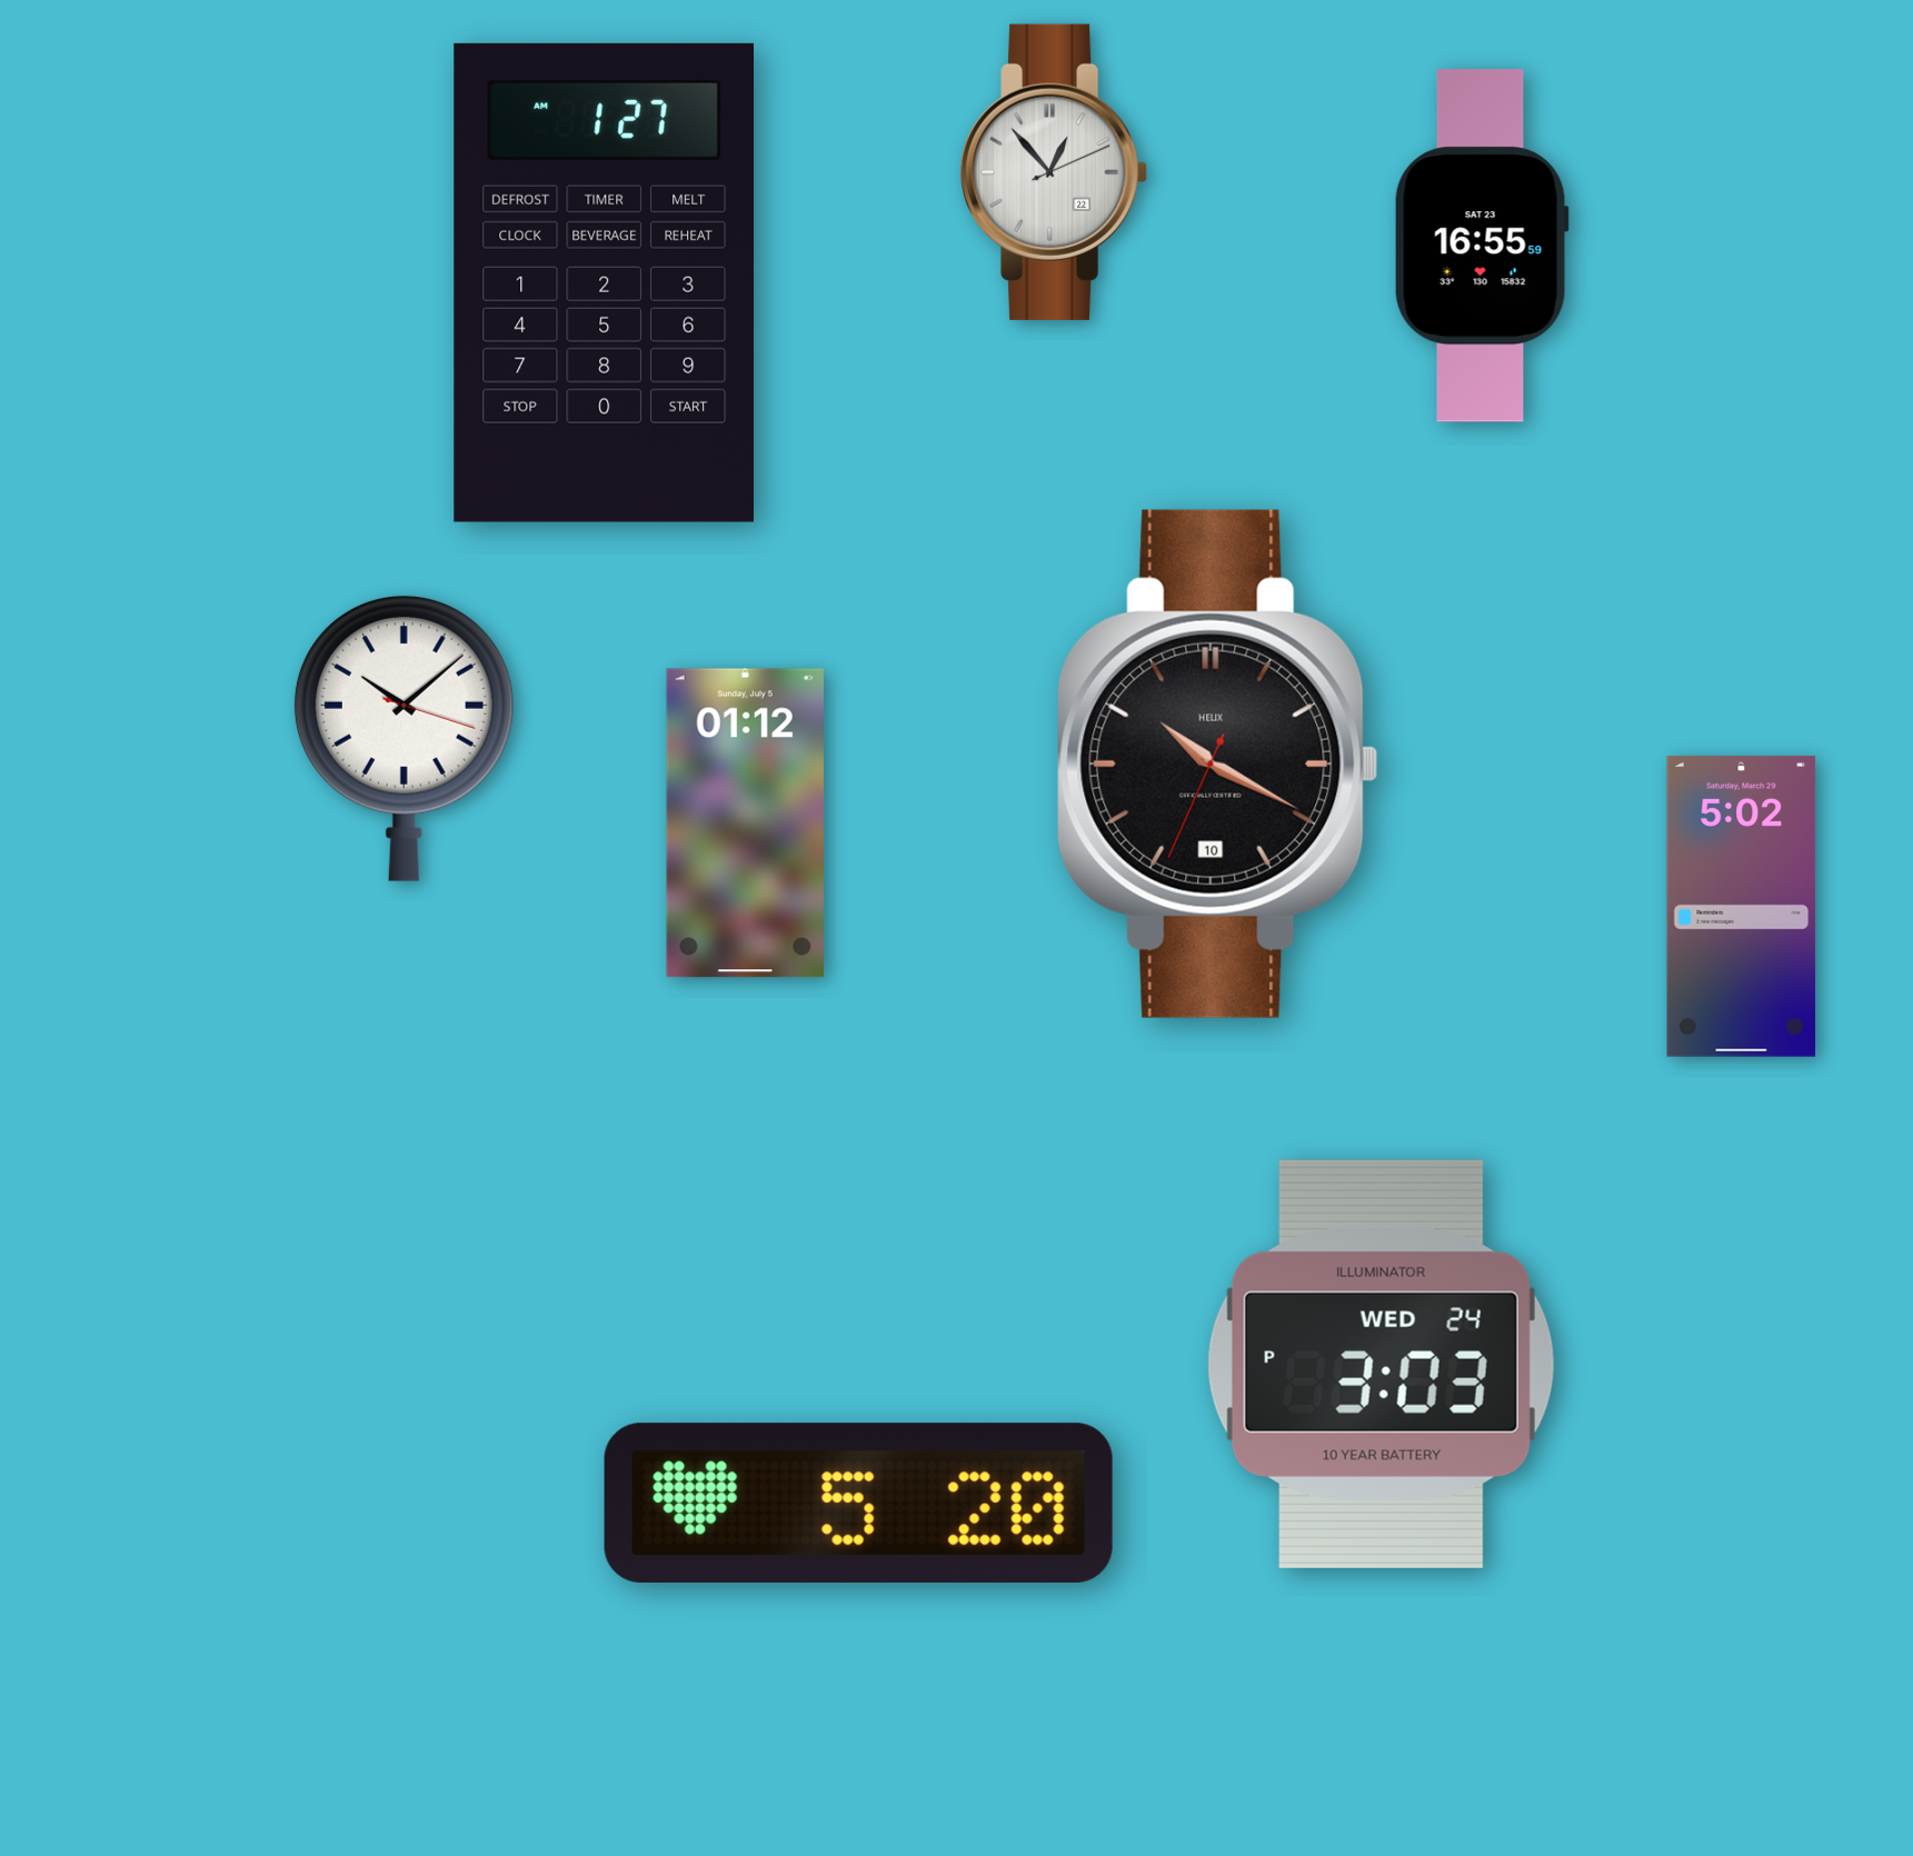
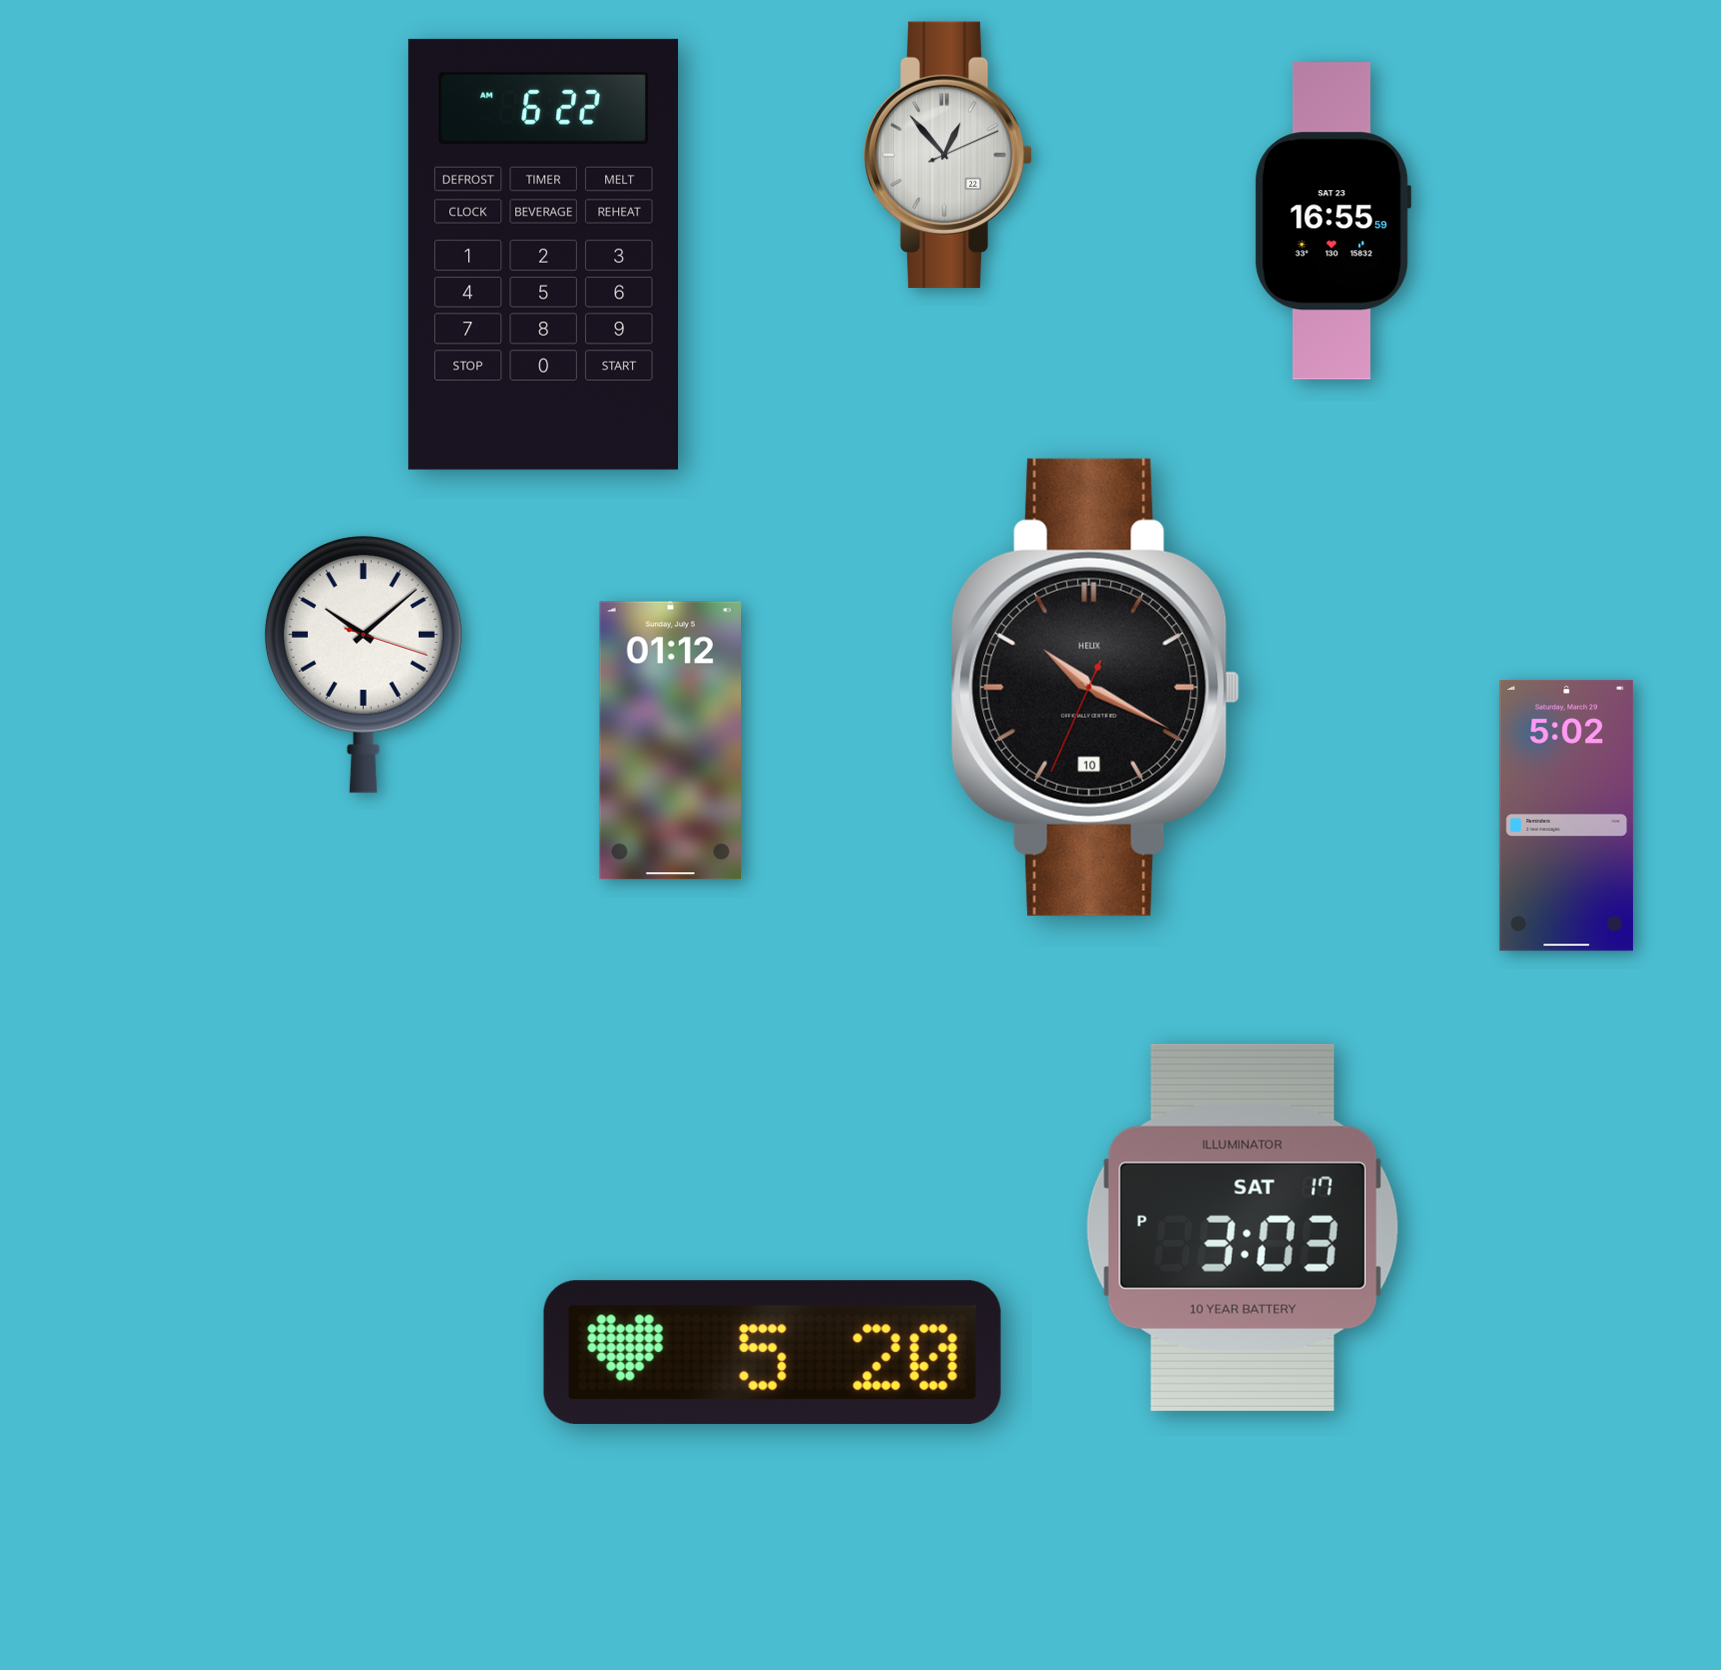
clock at (605, 282): 1:27 -> 6:22
clock at (1381, 1364) date: WED 24 -> SAT 17
